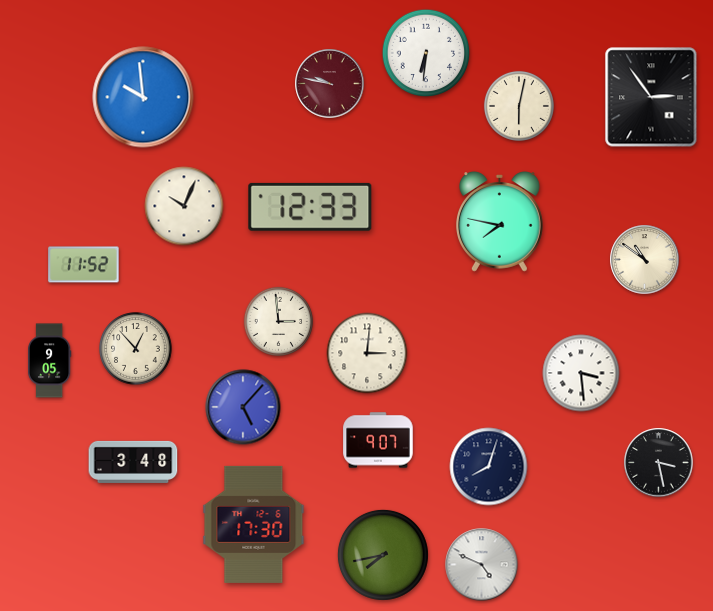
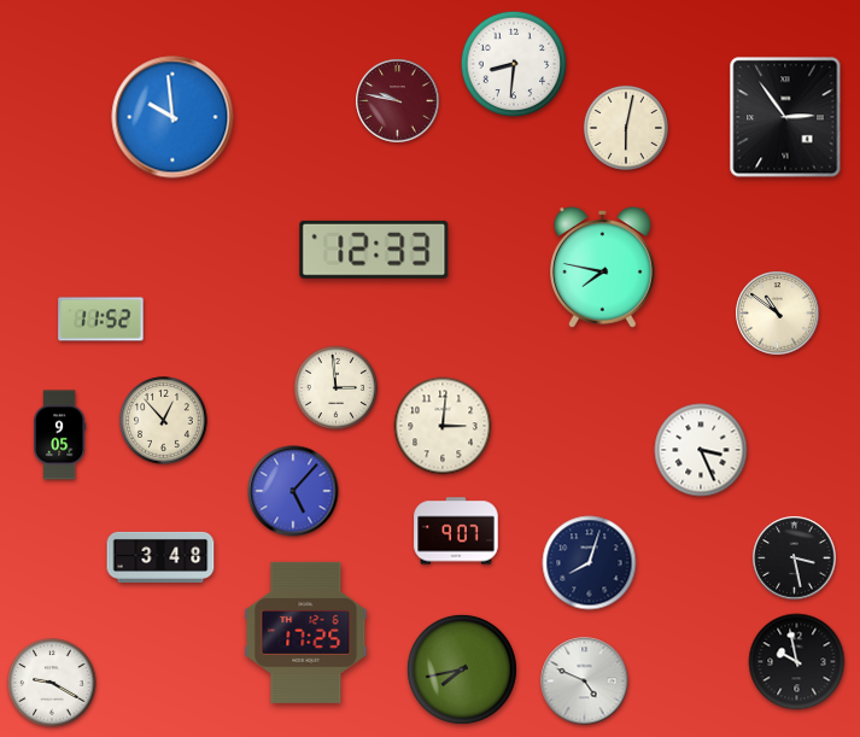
clock at (426, 53): 6:31 -> 8:31
clock at (184, 206): 10:04 -> none
clock at (581, 373): 3:29 -> 3:26
clock at (254, 524): 17:30 -> 17:25
clock at (797, 662): none -> 9:58
clock at (482, 565) position: (482, 565) -> (585, 682)
clock at (52, 683): none -> 9:20
